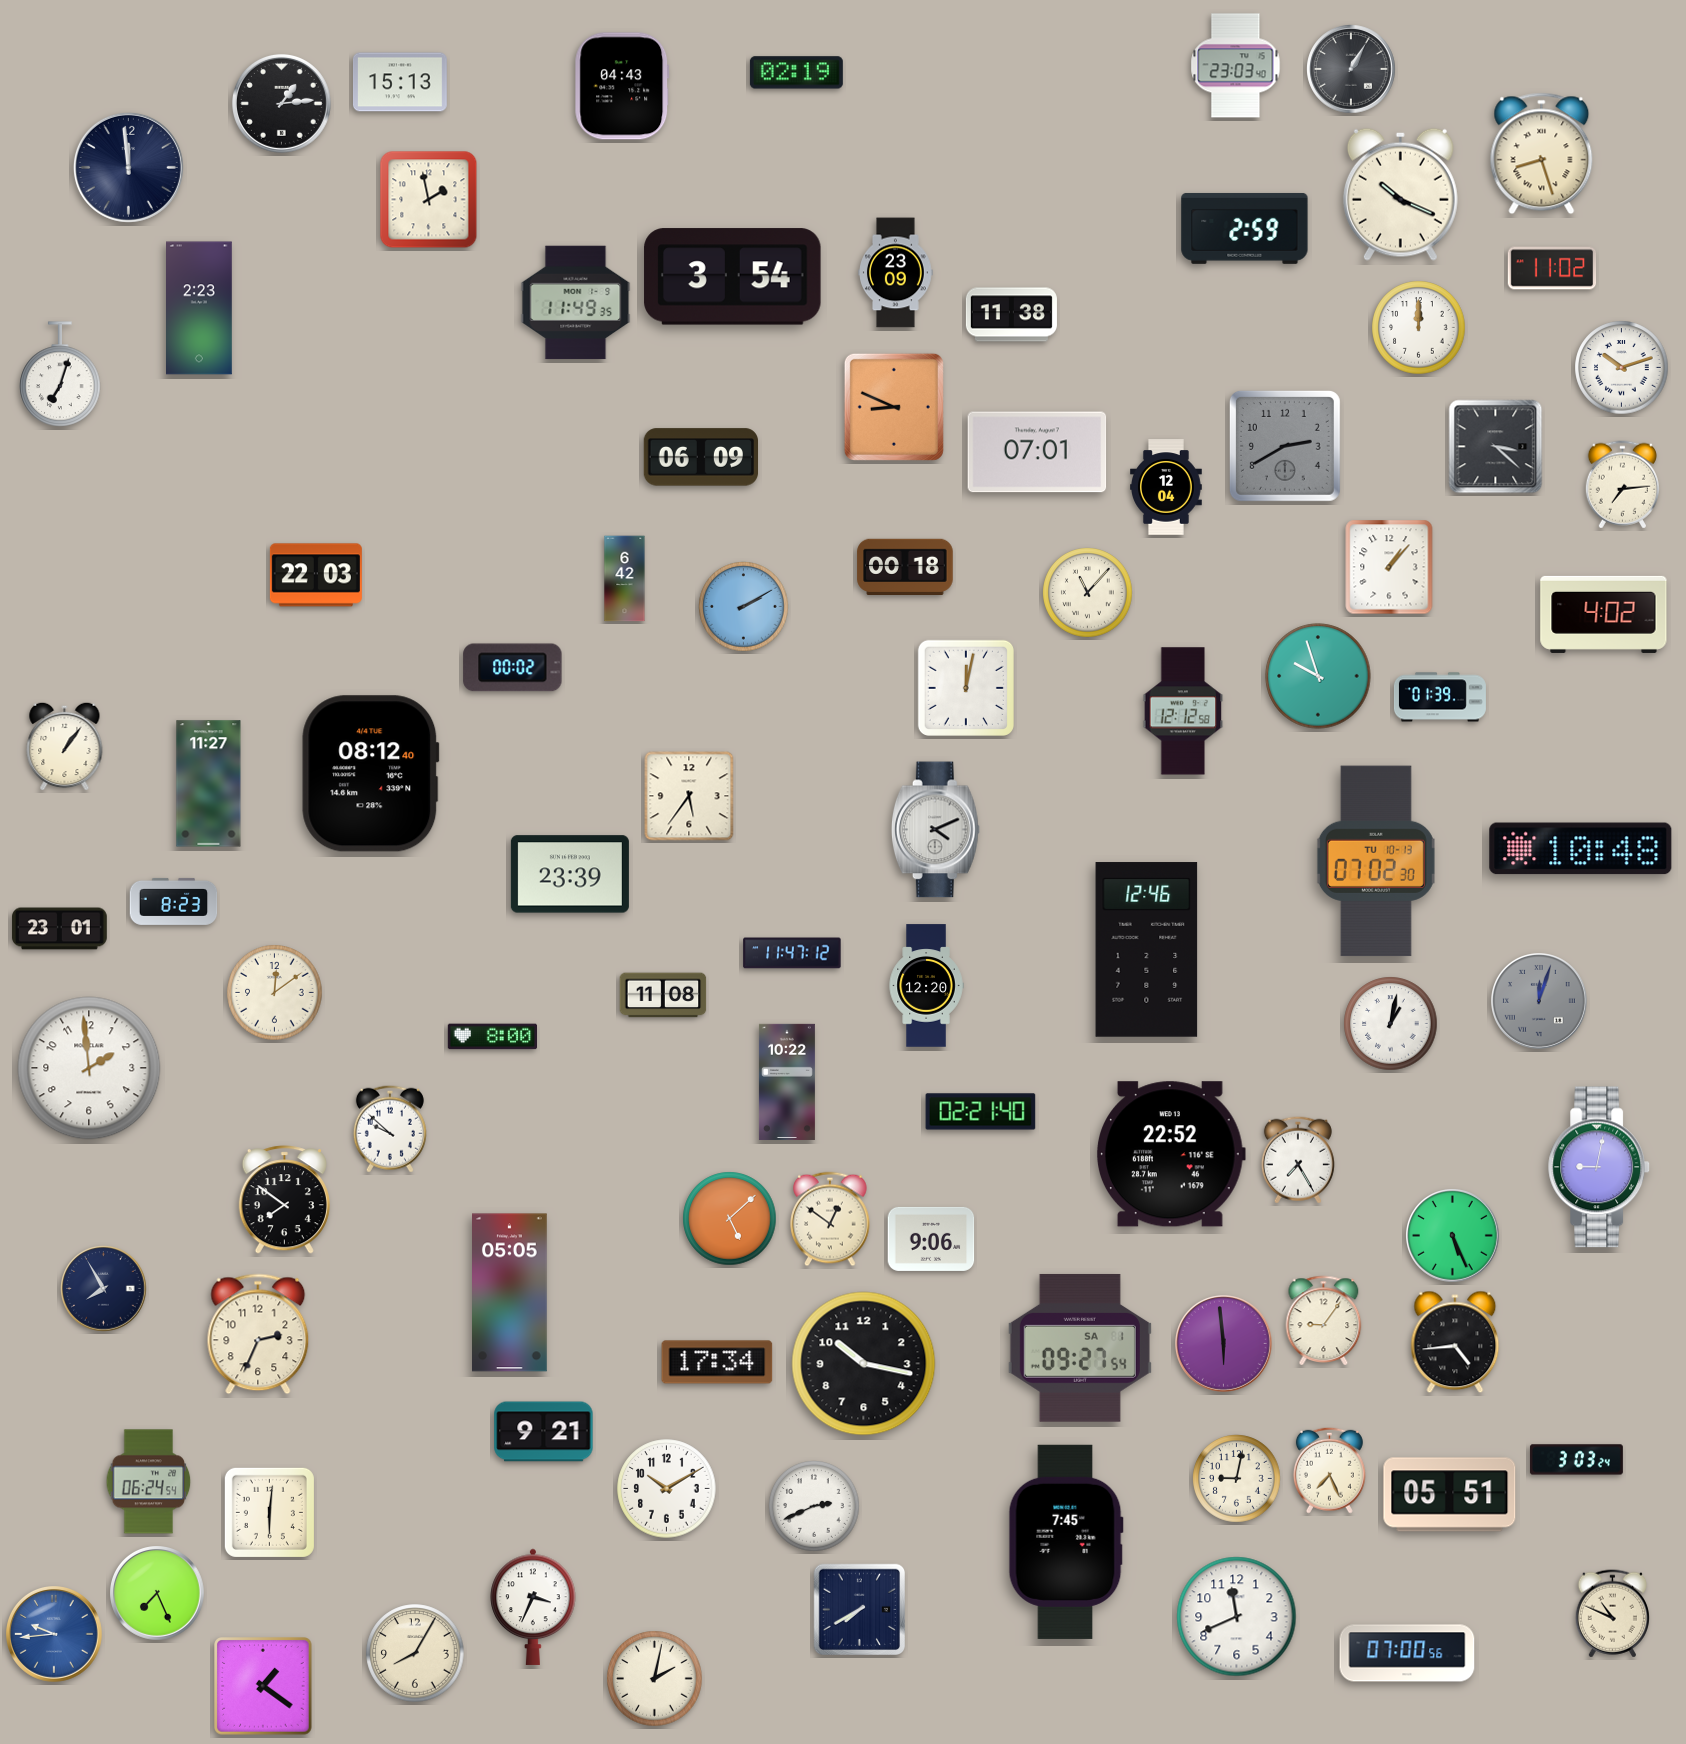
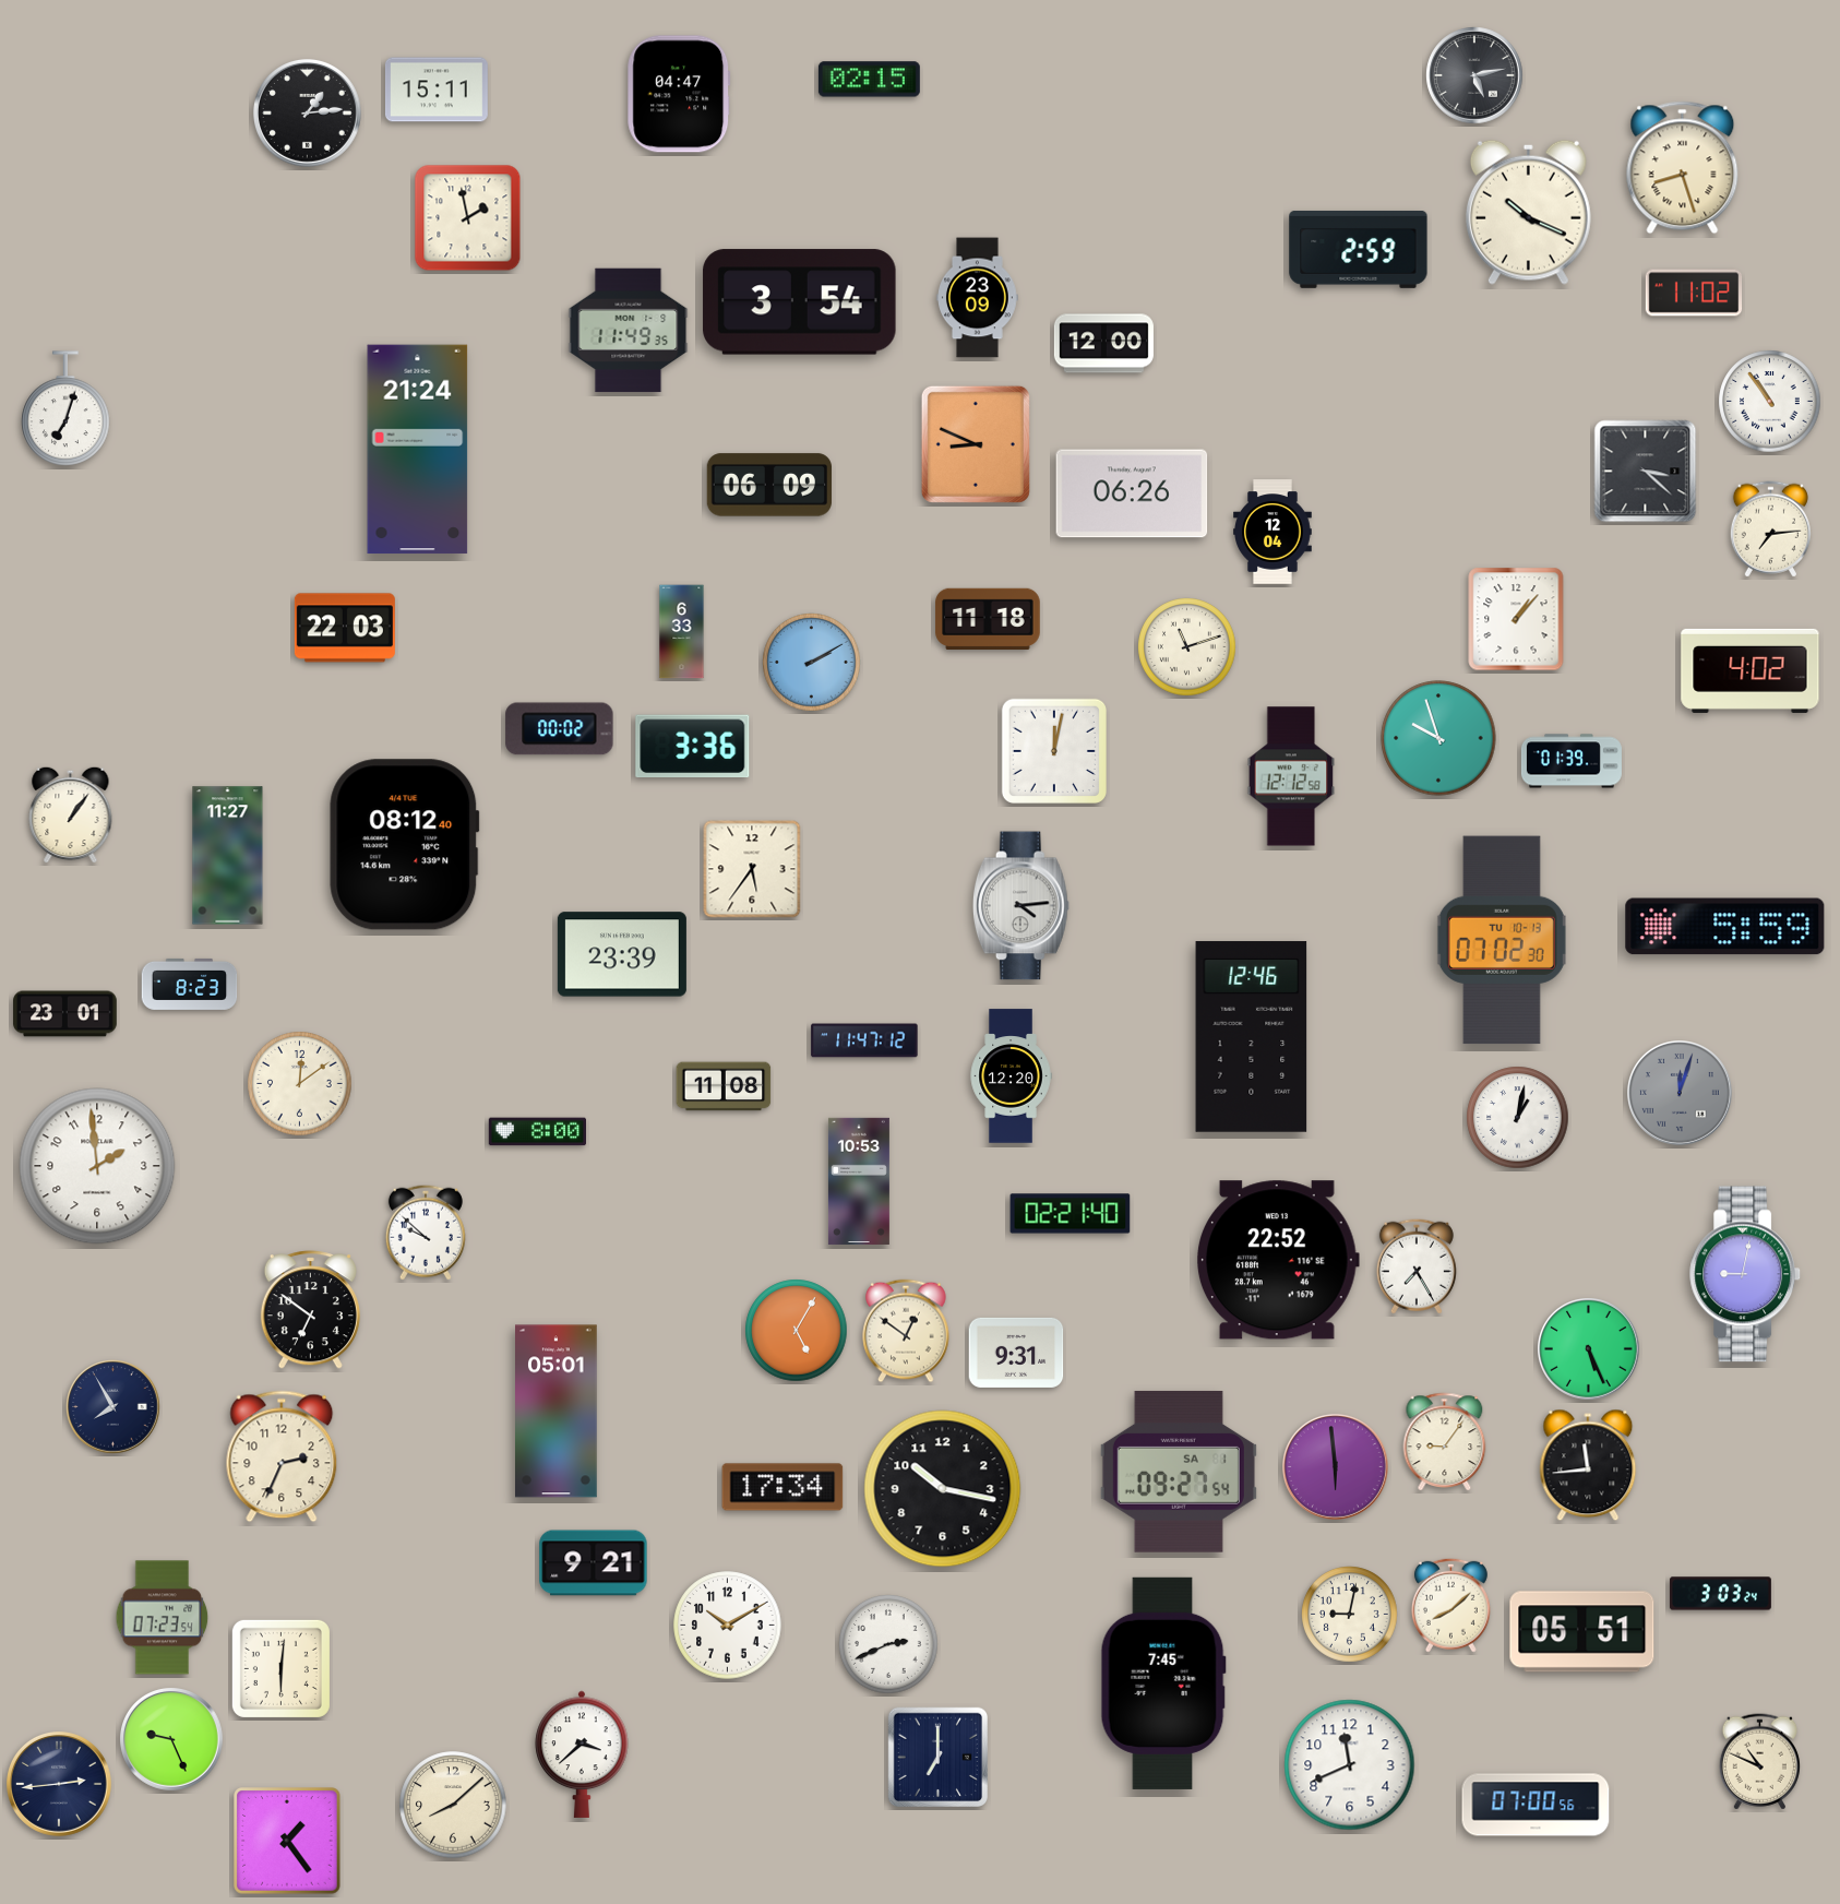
clock at (1236, 66): 23:03 -> none
clock at (1351, 69): 1:05 -> 5:13
clock at (796, 73): 02:19 -> 02:15
clock at (400, 82): 15:13 -> 15:11
clock at (622, 86): 04:43 -> 04:47
clock at (128, 167): 11:59 -> none
clock at (200, 308): 2:23 -> none
clock at (1011, 315): 11:38 -> 12:00
clock at (1419, 328): 12:00 -> none
clock at (1622, 368): 10:12 -> 10:54
clock at (418, 450): none -> 21:24
clock at (1285, 446): 2:40 -> none
clock at (1496, 447) position: (1496, 447) -> (1646, 472)
clock at (1037, 452): 07:01 -> 06:26
clock at (700, 457) position: (700, 457) -> (768, 485)
clock at (905, 566): 00:18 -> 11:18
clock at (625, 579): 6:42 -> 6:33
clock at (1088, 593): 11:07 -> 11:12
clock at (693, 747): none -> 3:36
clock at (935, 830): 4:11 -> 4:14
clock at (1581, 849): 10:48 -> 5:59
clock at (787, 1082): 10:22 -> 10:53
clock at (284, 1200): 7:51 -> 6:51
clock at (730, 1219): 5:08 -> 5:05
clock at (1453, 1236) position: (1453, 1236) -> (1589, 1349)
clock at (931, 1239): 9:06 -> 9:31
clock at (510, 1293): 05:05 -> 05:01
clock at (1455, 1342): 4:44 -> 11:44
clock at (1329, 1470): 7:26 -> 8:08
clock at (149, 1482): 06:24 -> 07:23
clock at (269, 1512) position: (269, 1512) -> (280, 1668)
clock at (158, 1594): 7:26 -> 9:26
clock at (533, 1607): 3:34 -> 3:38
clock at (859, 1609): 7:40 -> 7:00
clock at (55, 1635): 9:44 -> 2:44
clock at (55, 1635) dial: blue -> navy
clock at (415, 1653): 8:05 -> 8:08
clock at (655, 1679): 2:02 -> none
clock at (263, 1686): 1:21 -> 1:24
